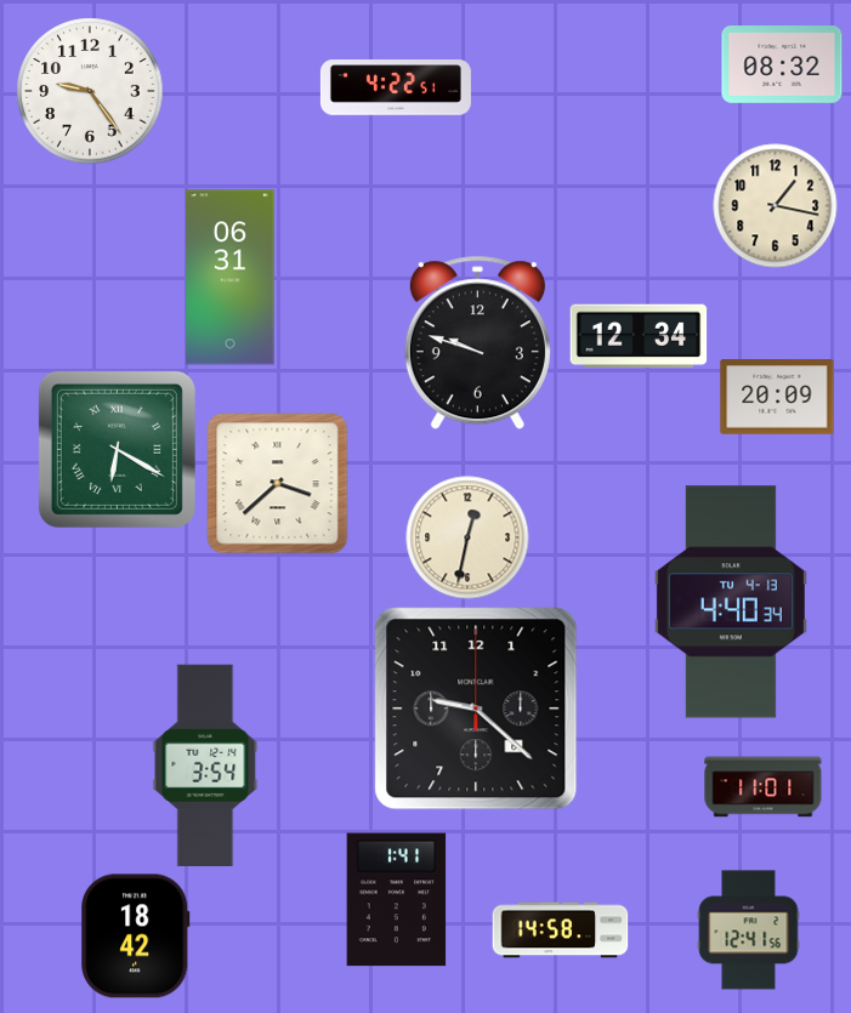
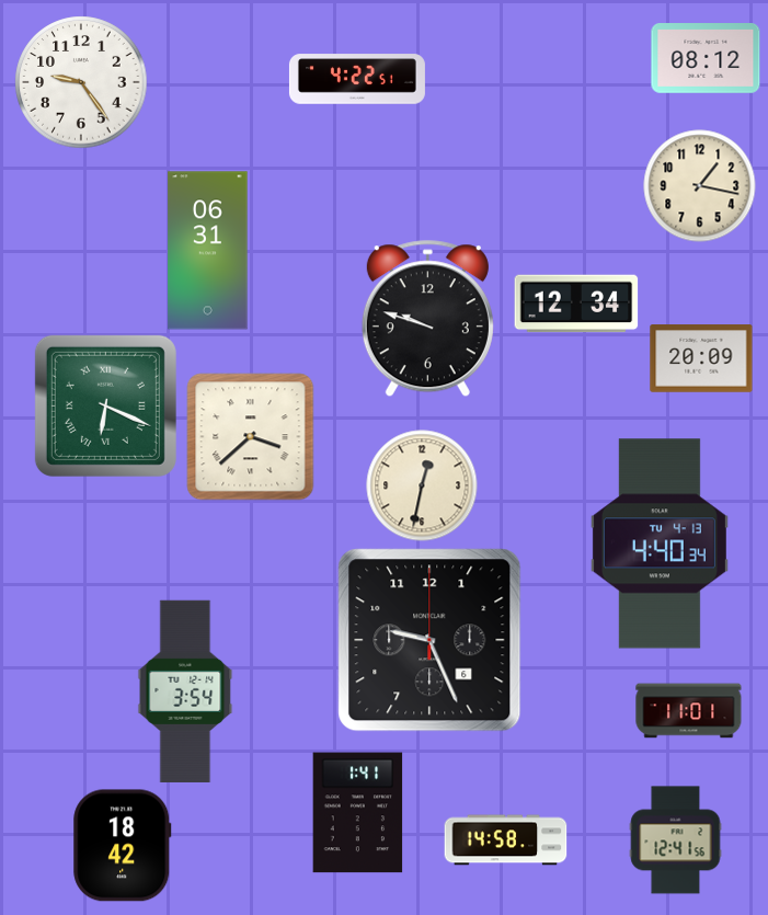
clock at (782, 66): 08:32 -> 08:12
clock at (477, 343) position: (477, 343) -> (427, 319)
clock at (117, 449): 6:20 -> 6:19
clock at (476, 708): 9:22 -> 9:26
